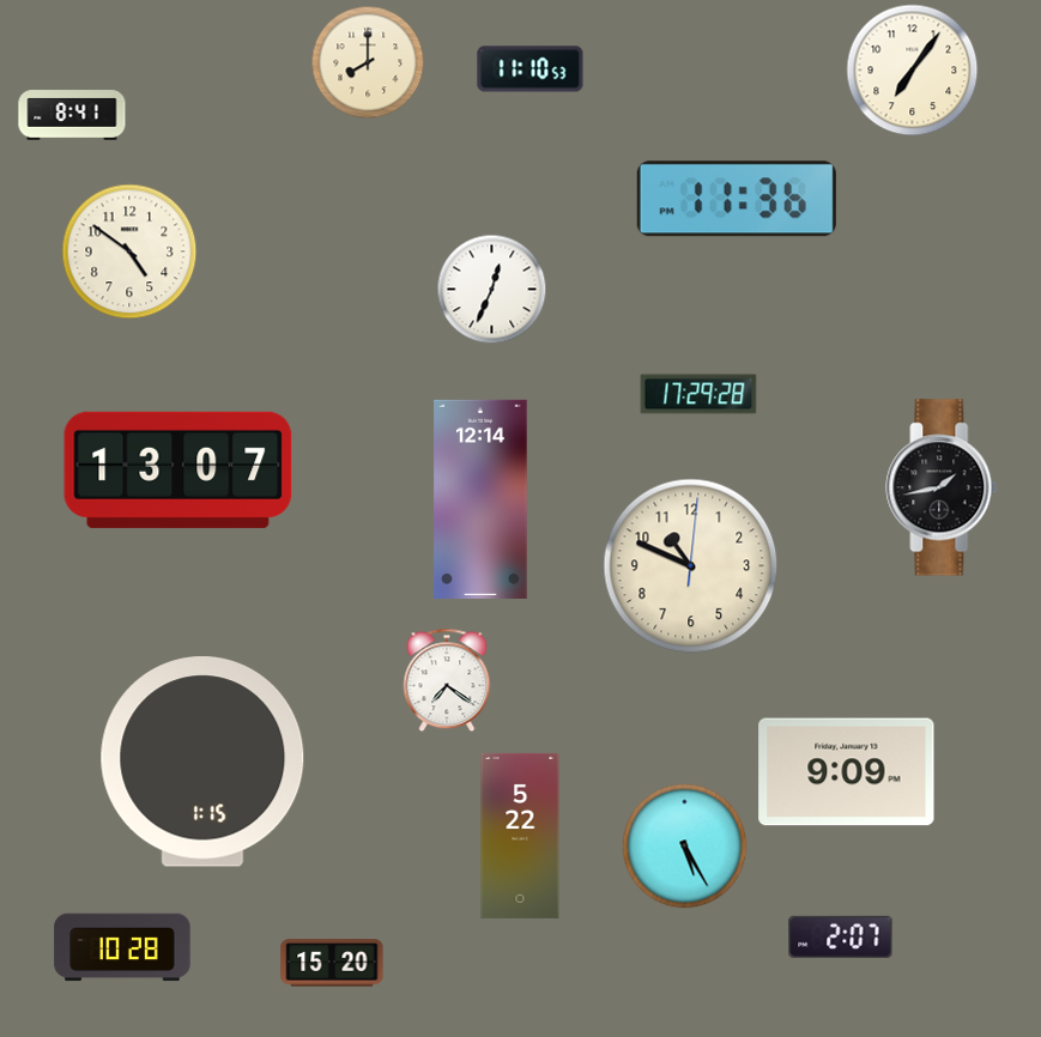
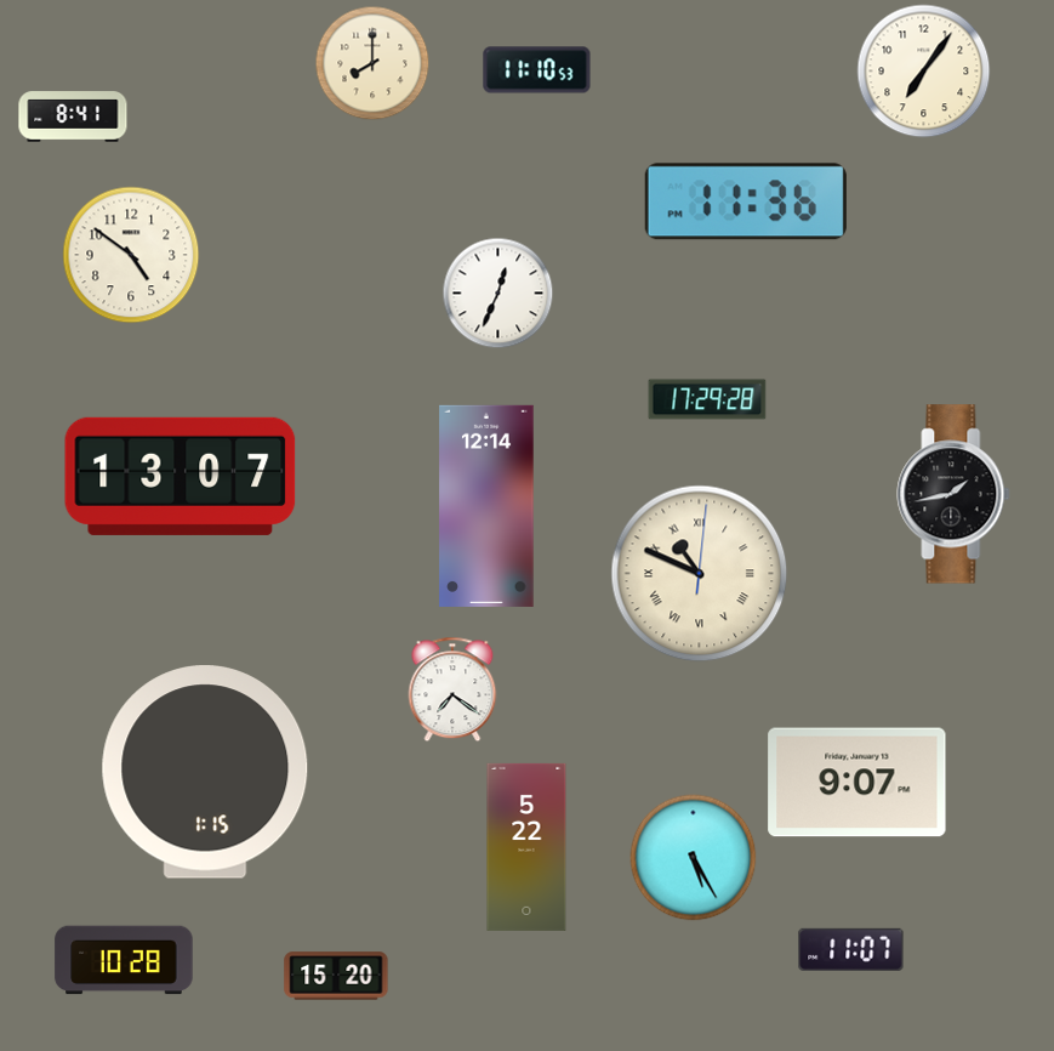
clock at (691, 566) numerals: Arabic -> Roman
clock at (847, 772): 9:09 -> 9:07
clock at (841, 936): 2:07 -> 11:07
